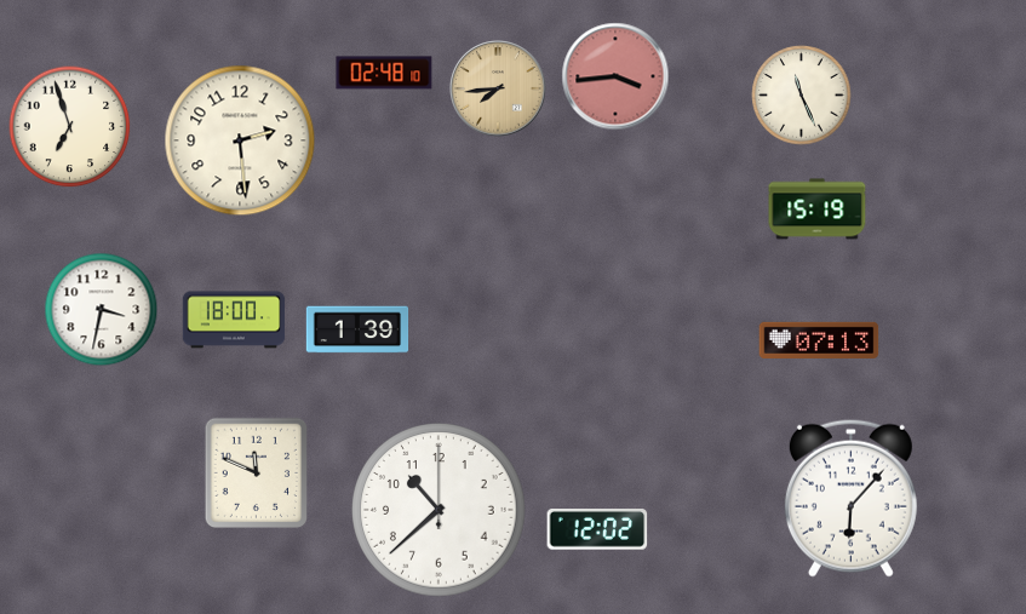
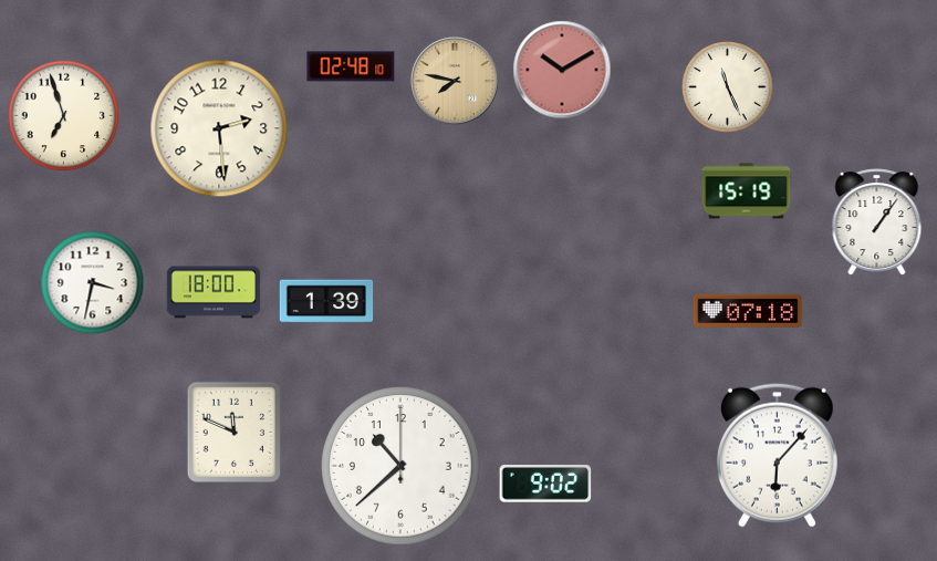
clock at (615, 76): 3:44 -> 10:10
clock at (498, 88): 7:44 -> 7:47
clock at (802, 96) position: (802, 96) -> (728, 87)
clock at (877, 222): none -> 1:06
clock at (819, 340): 07:13 -> 07:18
clock at (597, 529): 12:02 -> 9:02
